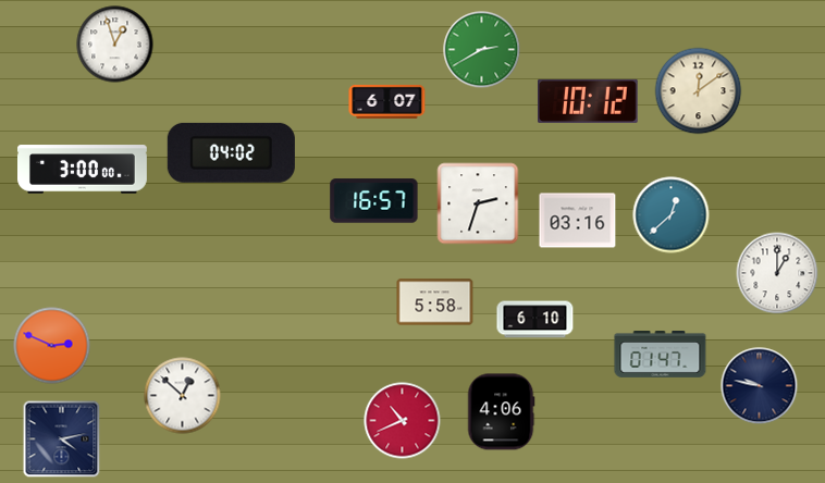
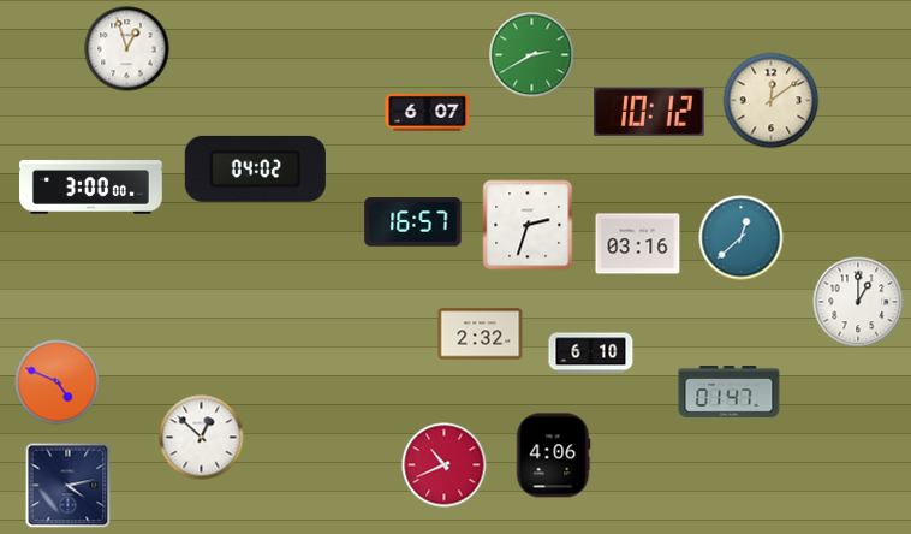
clock at (435, 302): 5:58 -> 2:32
clock at (52, 346): 2:49 -> 4:49
clock at (760, 386): 9:47 -> none
